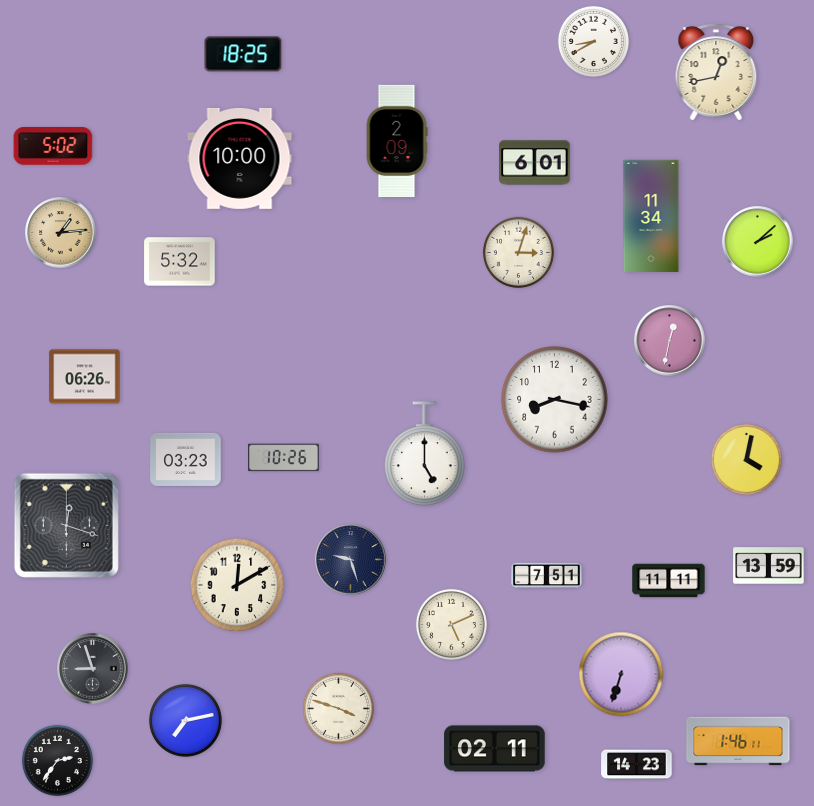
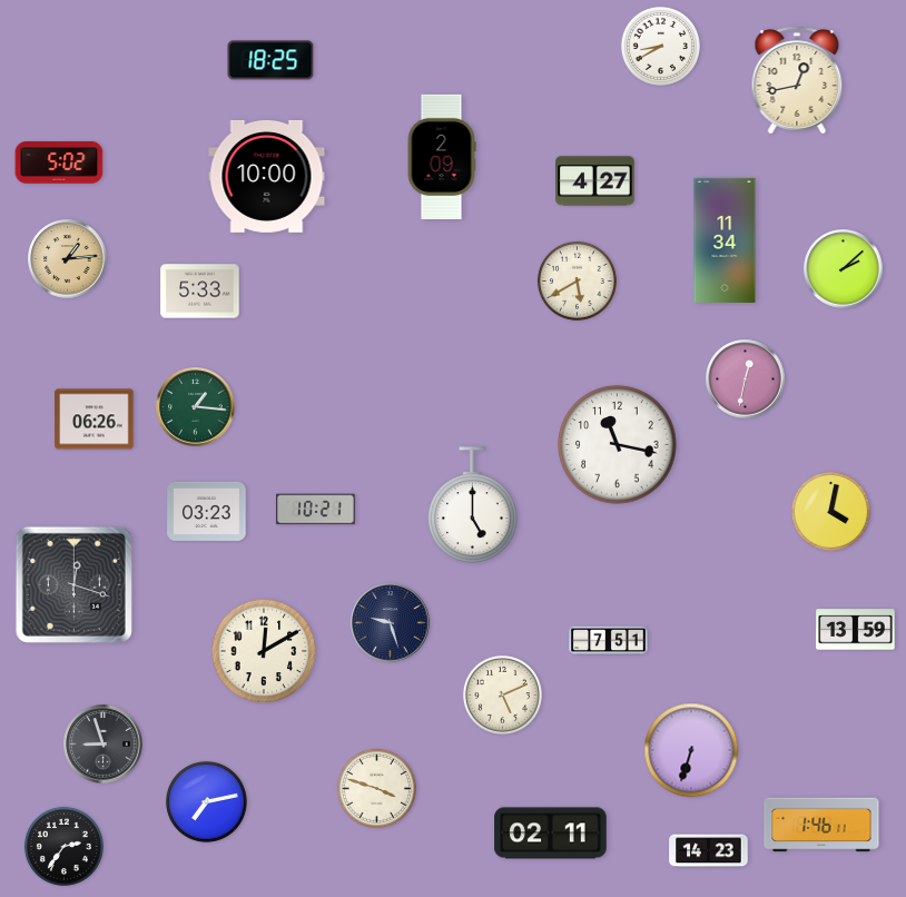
clock at (535, 163): 6:01 -> 4:27
clock at (518, 252): 3:03 -> 5:40
clock at (180, 262): 5:32 -> 5:33
clock at (196, 407): none -> 1:16
clock at (555, 400): 8:17 -> 11:17
clock at (284, 458): 10:26 -> 10:21
clock at (669, 581): 11:11 -> none
